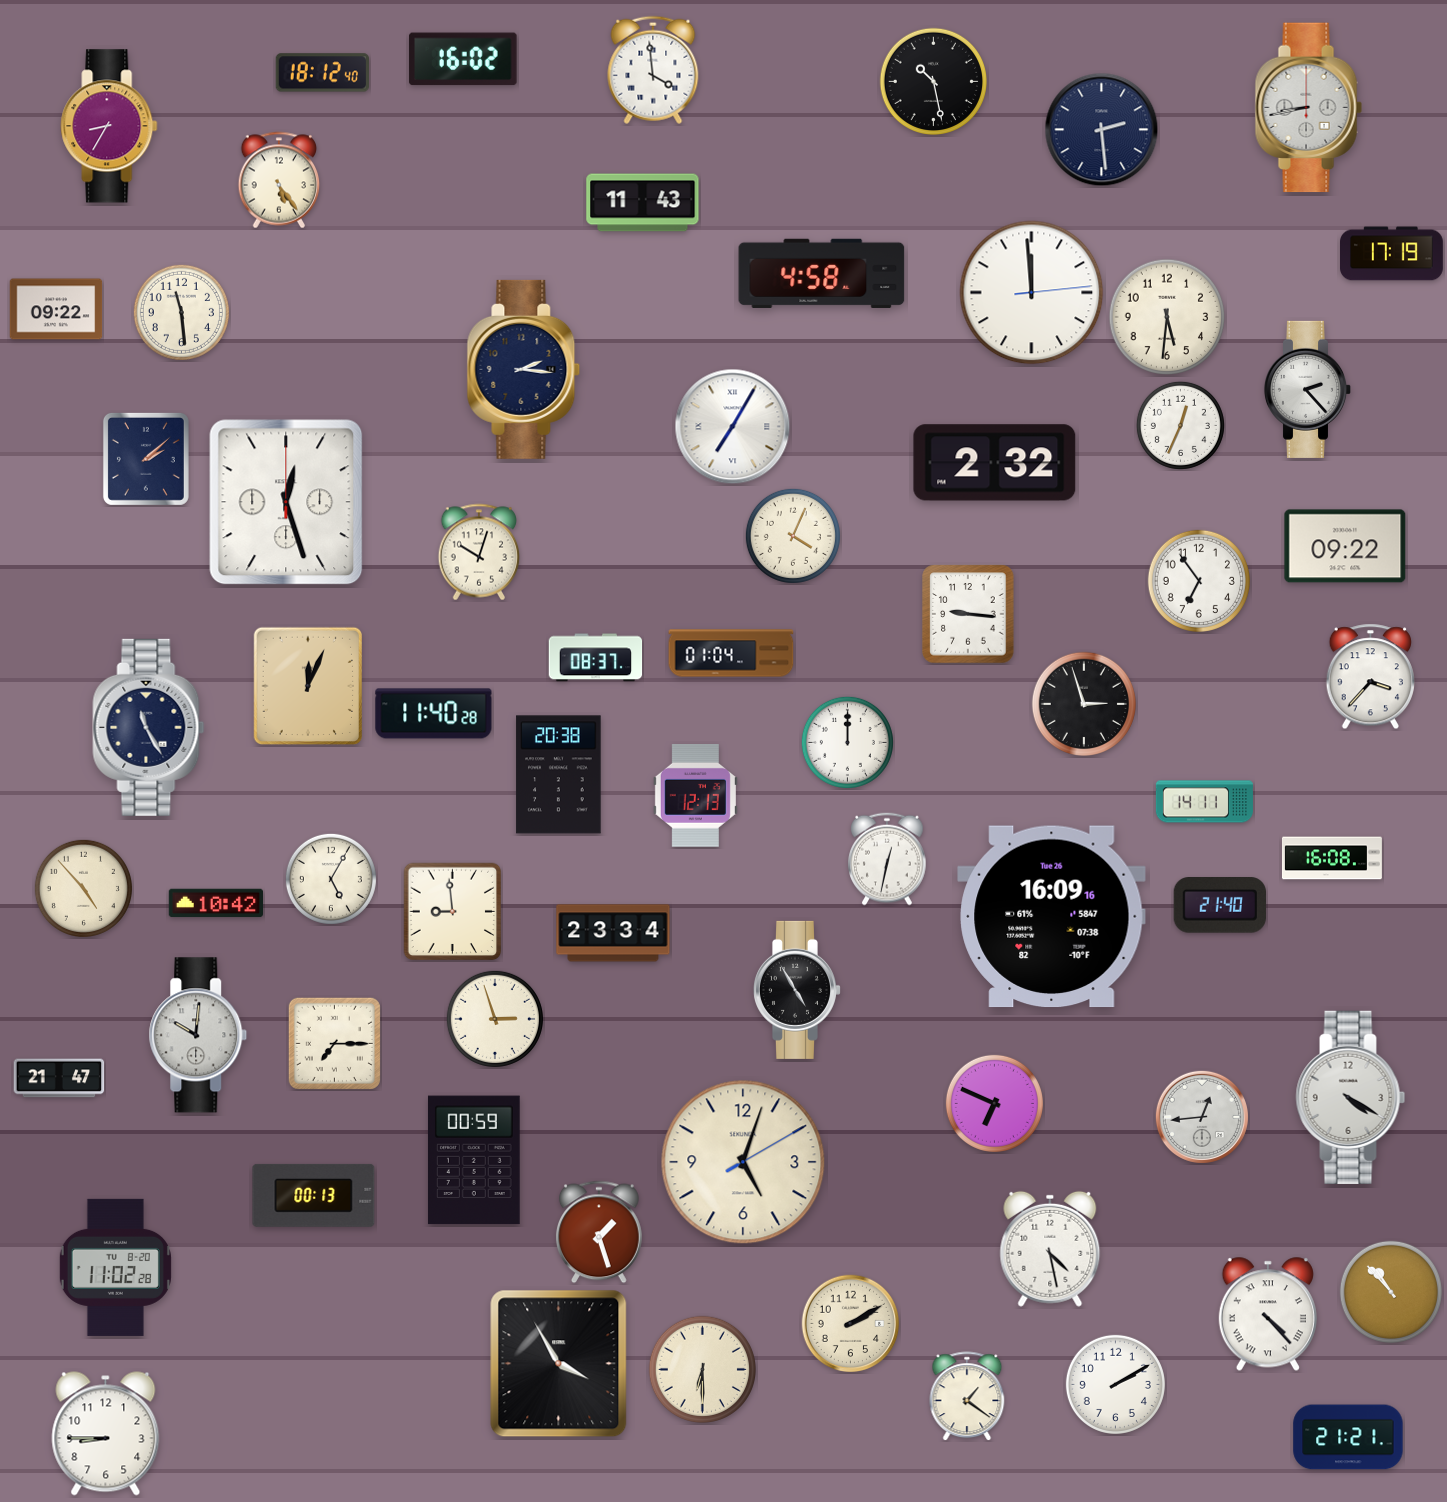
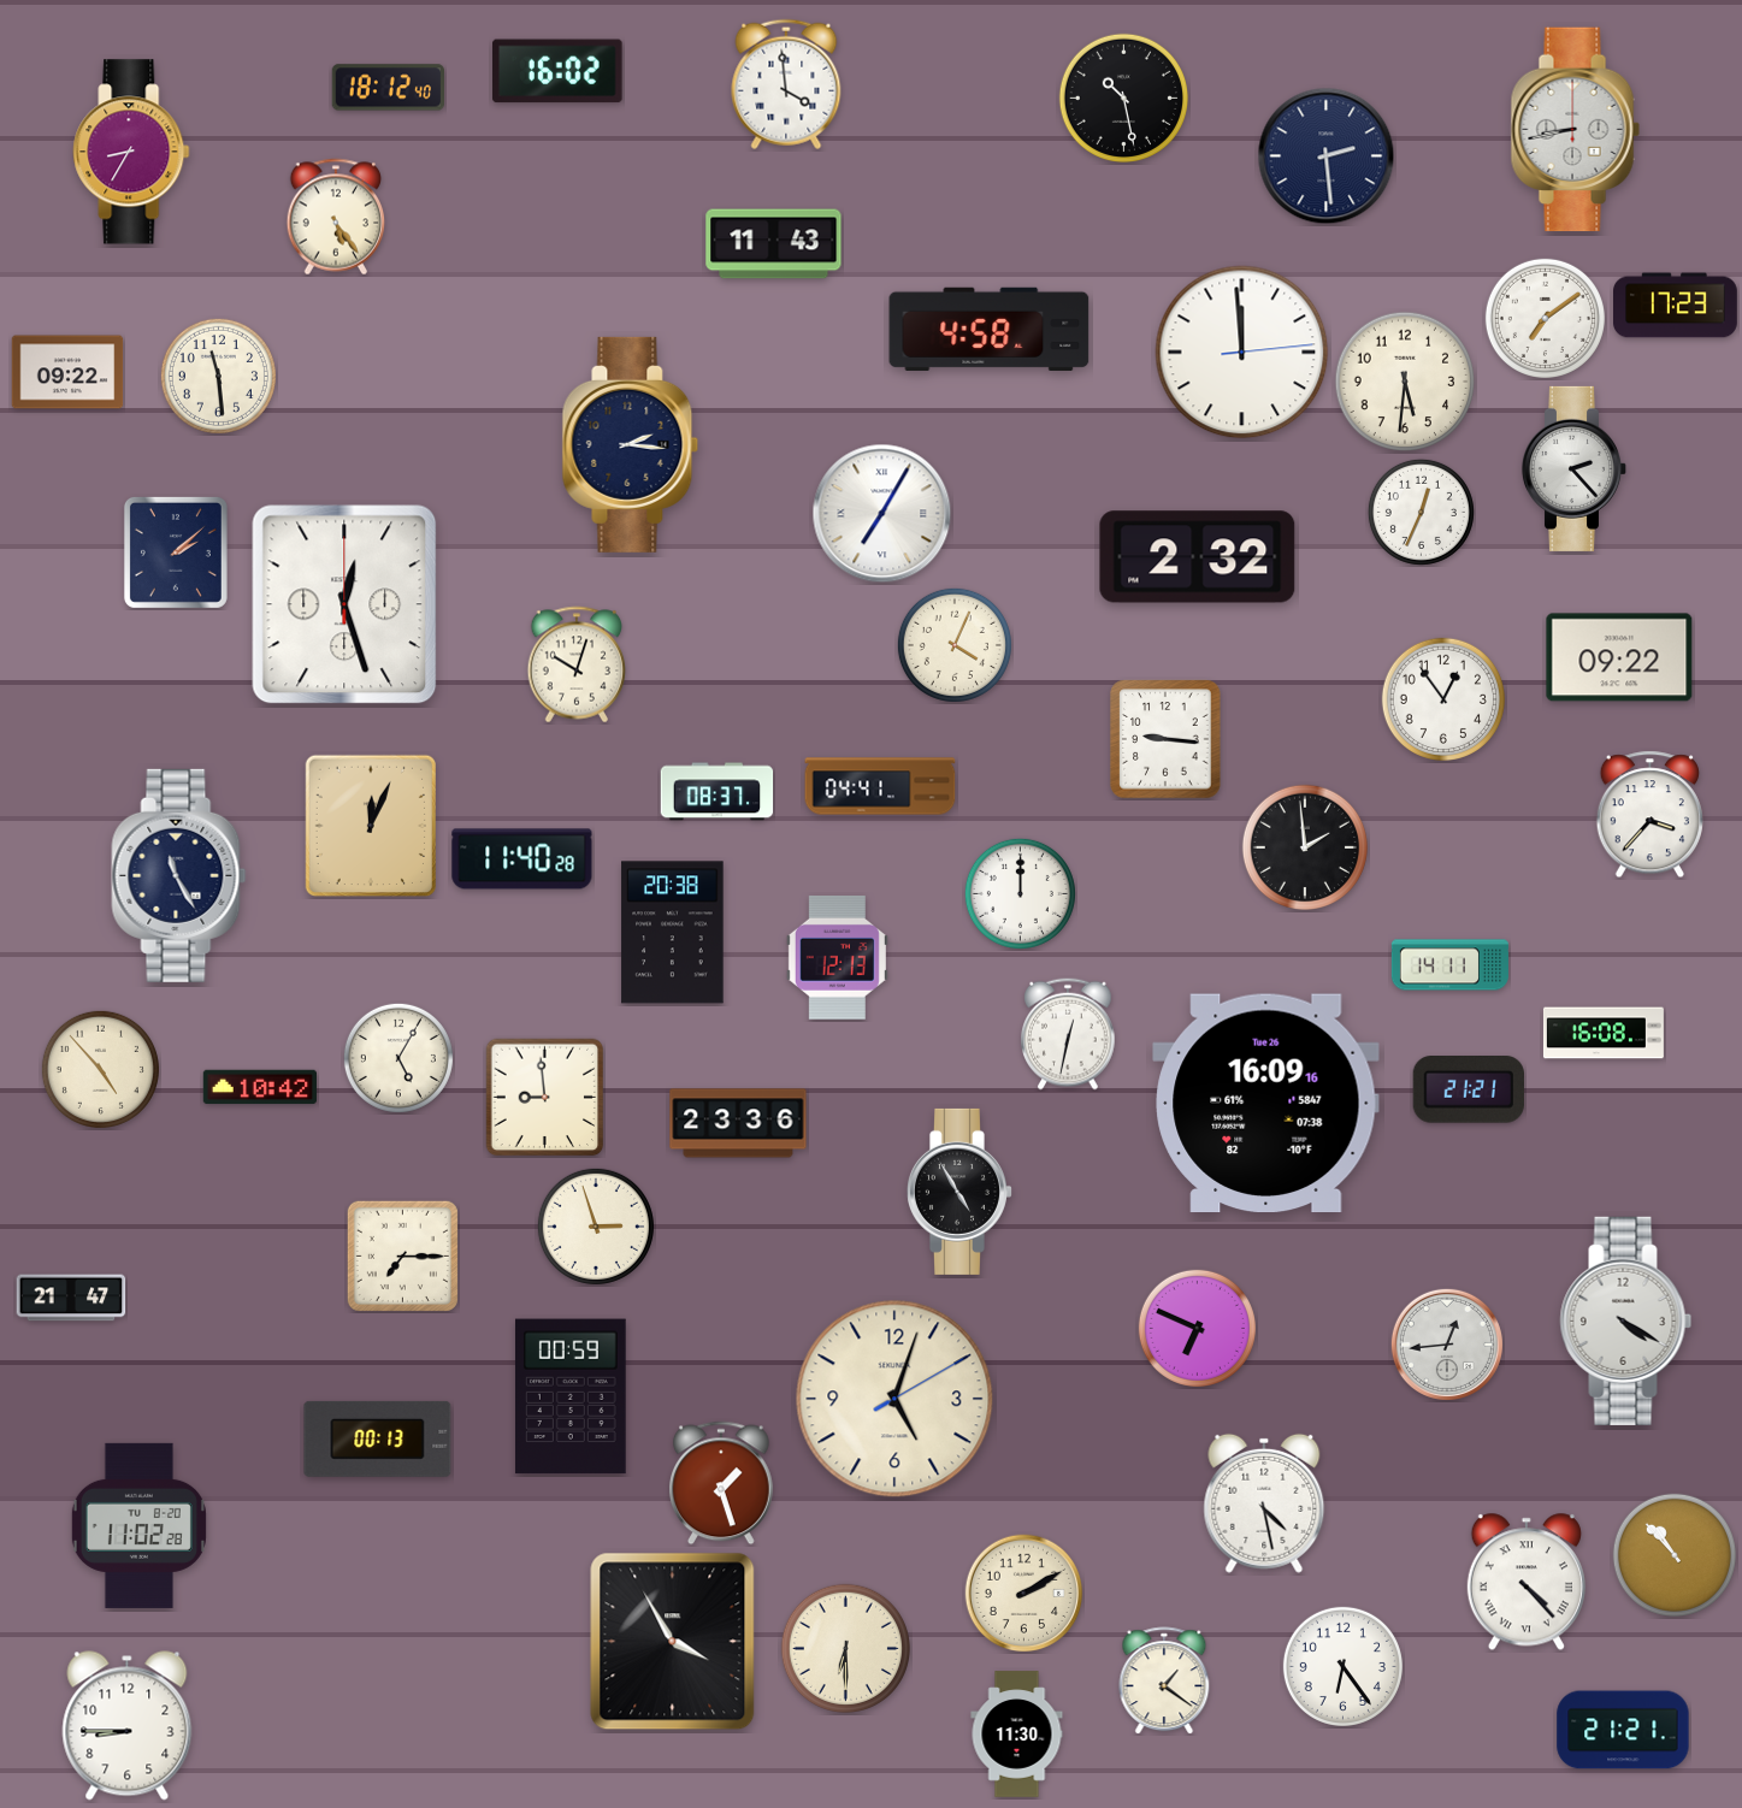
clock at (1392, 254): 17:19 -> 17:23
clock at (1545, 318): none -> 7:09
clock at (1199, 581): 6:54 -> 12:54
clock at (731, 653): 01:04 -> 04:41
clock at (1083, 703): 2:57 -> 1:59
clock at (1219, 905): 21:40 -> 21:21
clock at (613, 933): 23:34 -> 23:36
clock at (198, 1035): 10:01 -> none
clock at (1115, 1384): 2:10 -> 6:24
clock at (1017, 1735): none -> 11:30
